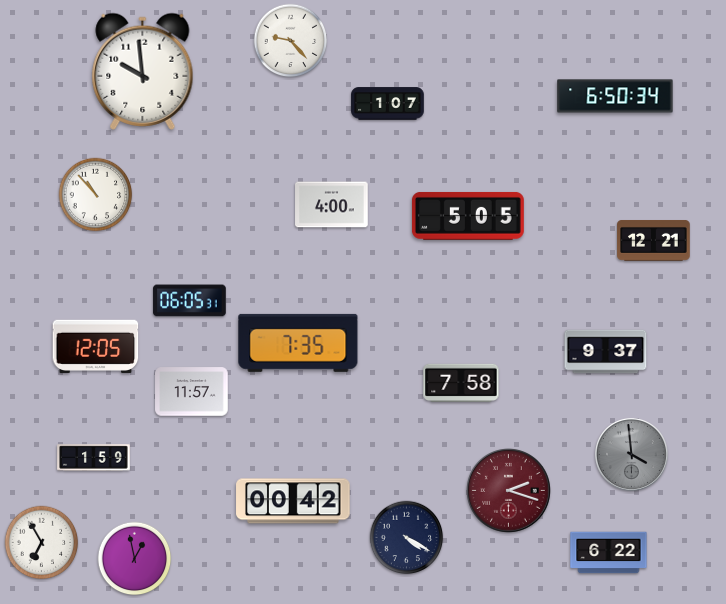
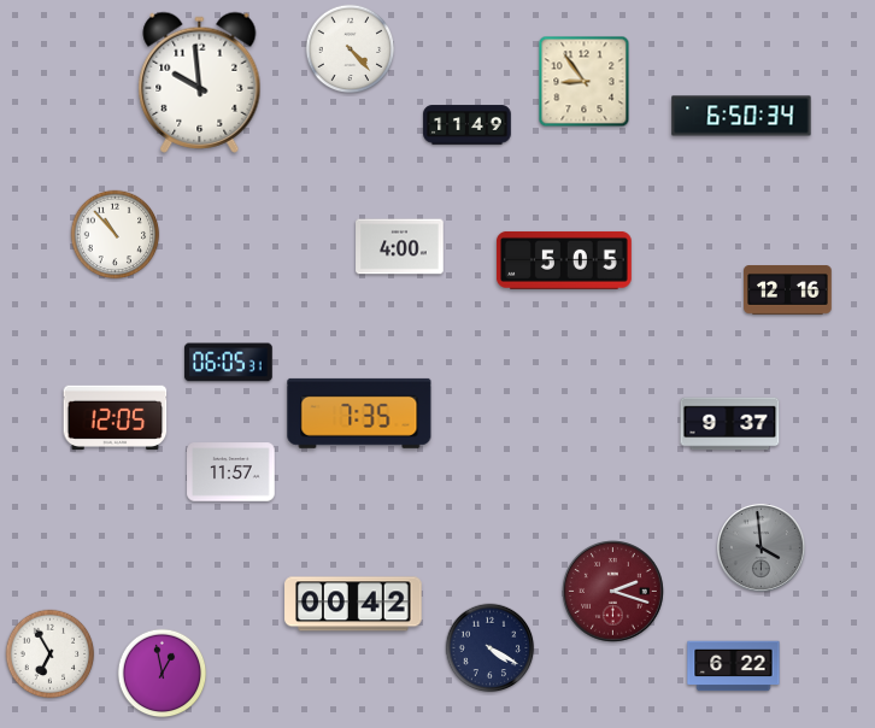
clock at (291, 41): 9:23 -> 4:23
clock at (585, 82): none -> 8:54
clock at (143, 71) position: (143, 71) -> (200, 82)
clock at (388, 104): 1:07 -> 11:49
clock at (654, 241): 12:21 -> 12:16
clock at (461, 383): 7:58 -> none
clock at (94, 458): 1:59 -> none
